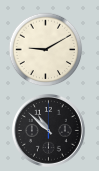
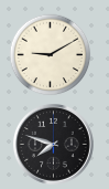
clock at (48, 130): 10:52 -> 7:48
